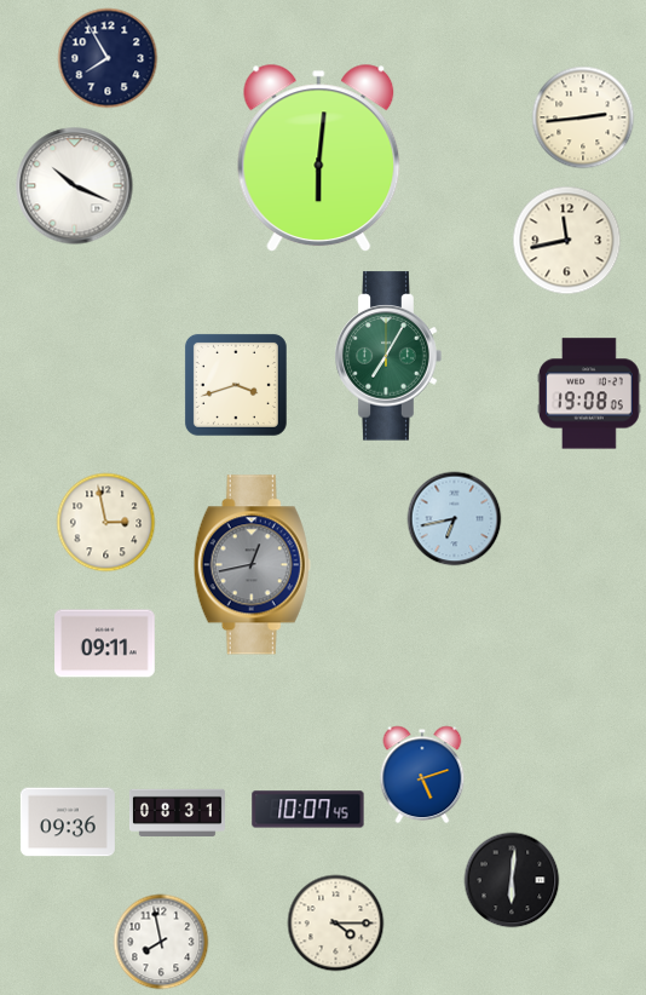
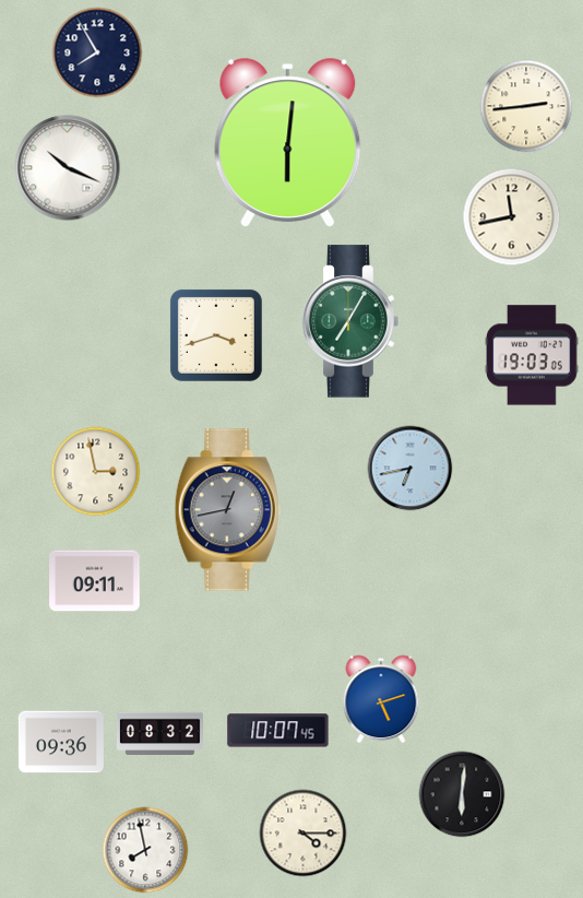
clock at (236, 385) position: (236, 385) -> (216, 335)
clock at (589, 393): 19:08 -> 19:03
clock at (177, 812): 08:31 -> 08:32
